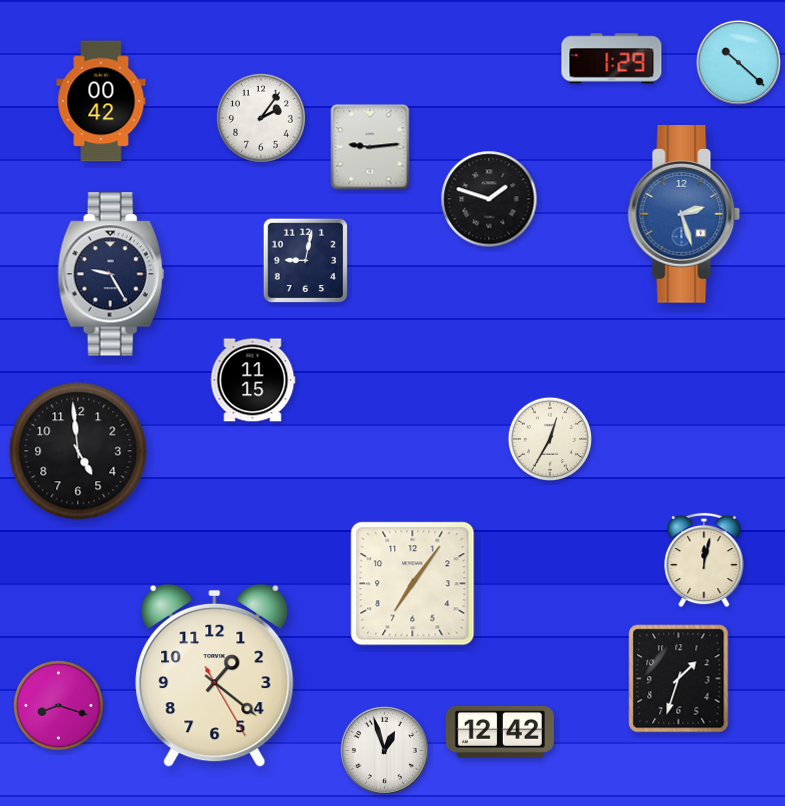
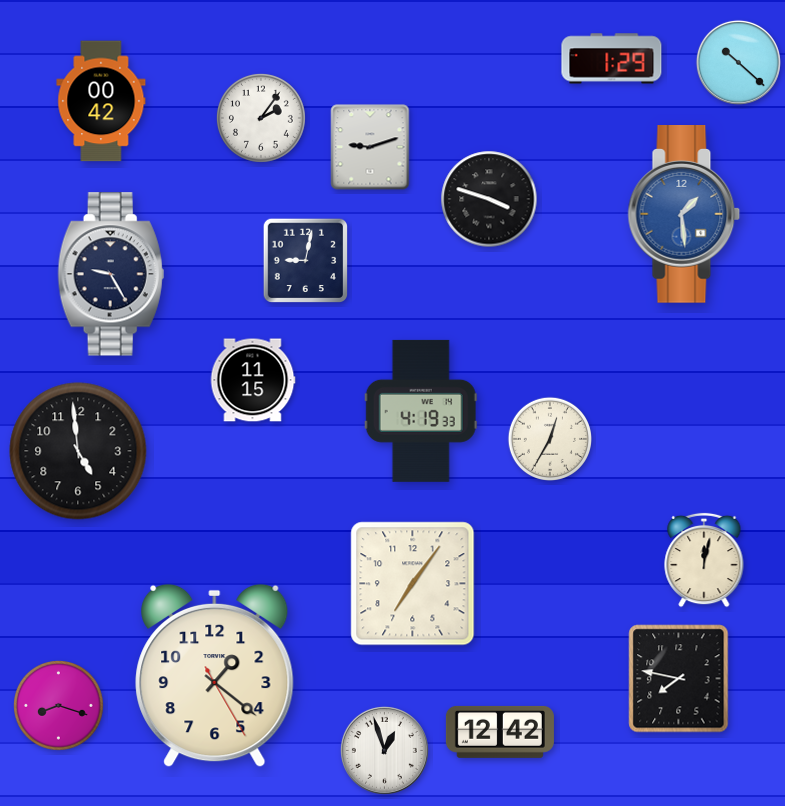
clock at (370, 147): 9:14 -> 9:12
clock at (489, 199): 1:48 -> 3:48
clock at (684, 215): 2:27 -> 1:29
clock at (421, 411): none -> 4:19
clock at (679, 679): 1:33 -> 7:47
